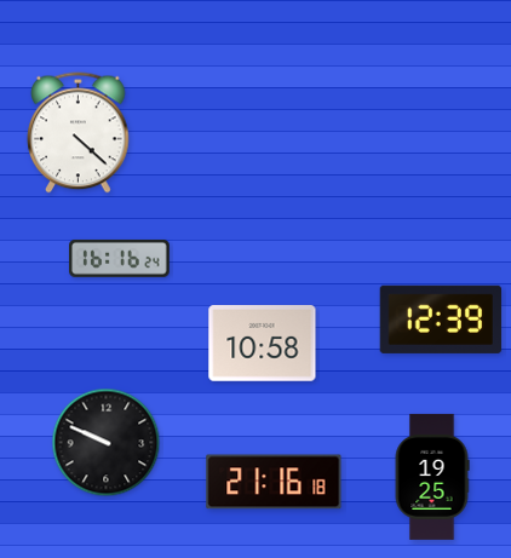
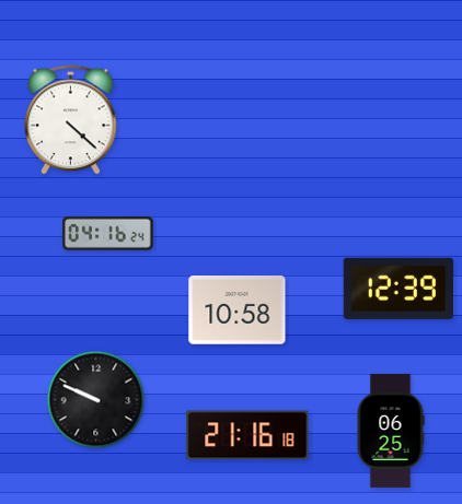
clock at (120, 258): 16:16 -> 04:16
clock at (432, 477): 19:25 -> 06:25
